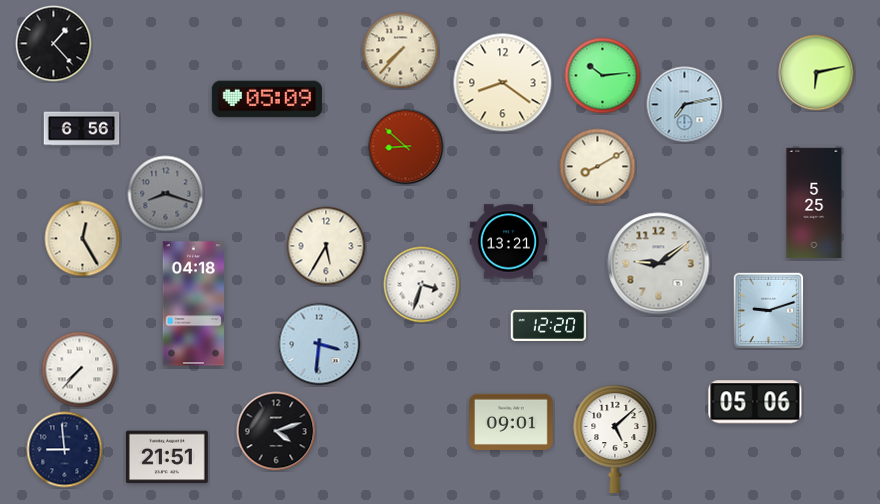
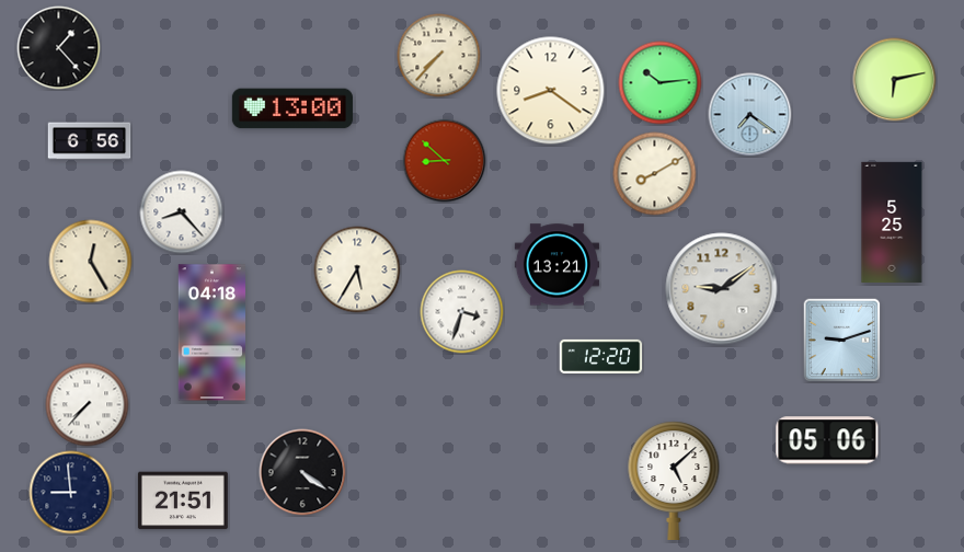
clock at (267, 99): 05:09 -> 13:00
clock at (685, 105): 7:13 -> 7:21
clock at (598, 167) position: (598, 167) -> (655, 174)
clock at (166, 194): 8:18 -> 8:23
clock at (166, 194) dial: grey -> white
clock at (319, 344): 3:31 -> none
clock at (511, 421): 09:01 -> none
clock at (276, 431): 4:12 -> 4:21
